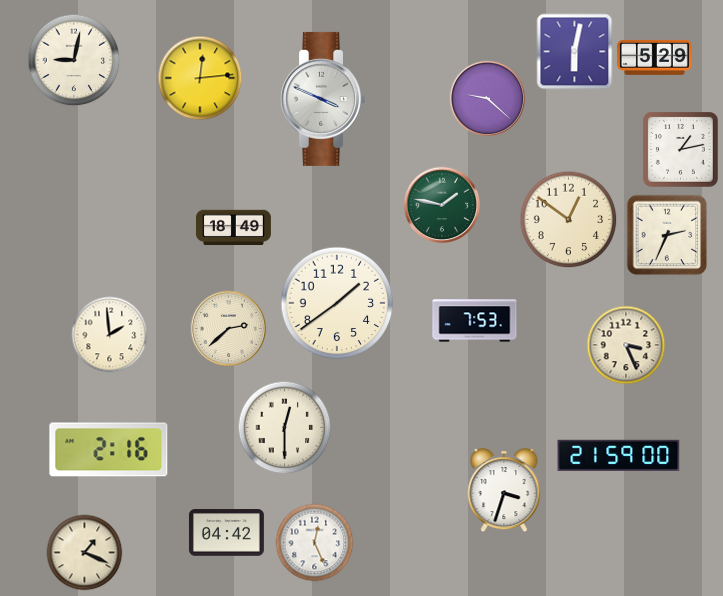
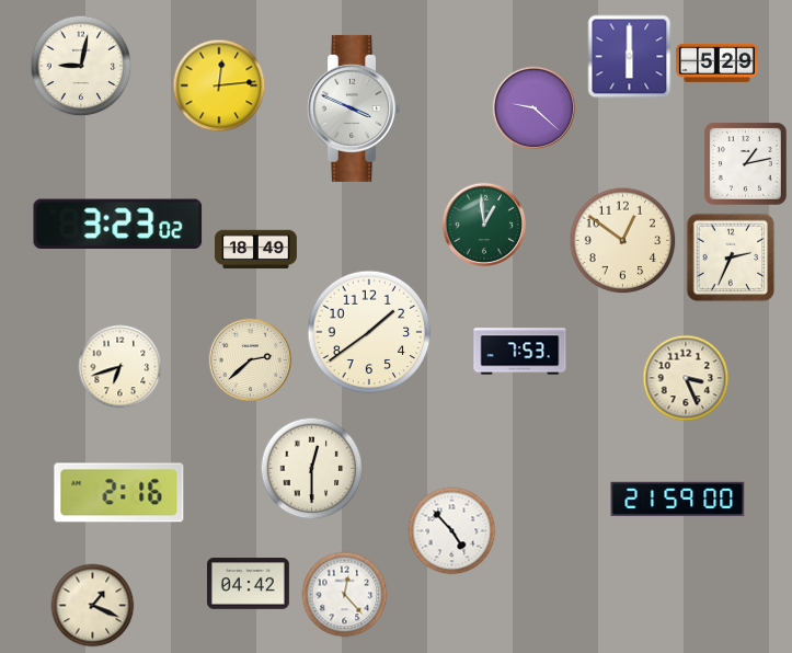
clock at (575, 52): 6:02 -> 6:00
clock at (118, 225): none -> 3:23
clock at (442, 205): 1:47 -> 12:59
clock at (110, 335): 1:59 -> 6:42
clock at (452, 531): none -> 4:53
clock at (504, 491): 3:33 -> none
clock at (315, 543): 12:26 -> 12:23
